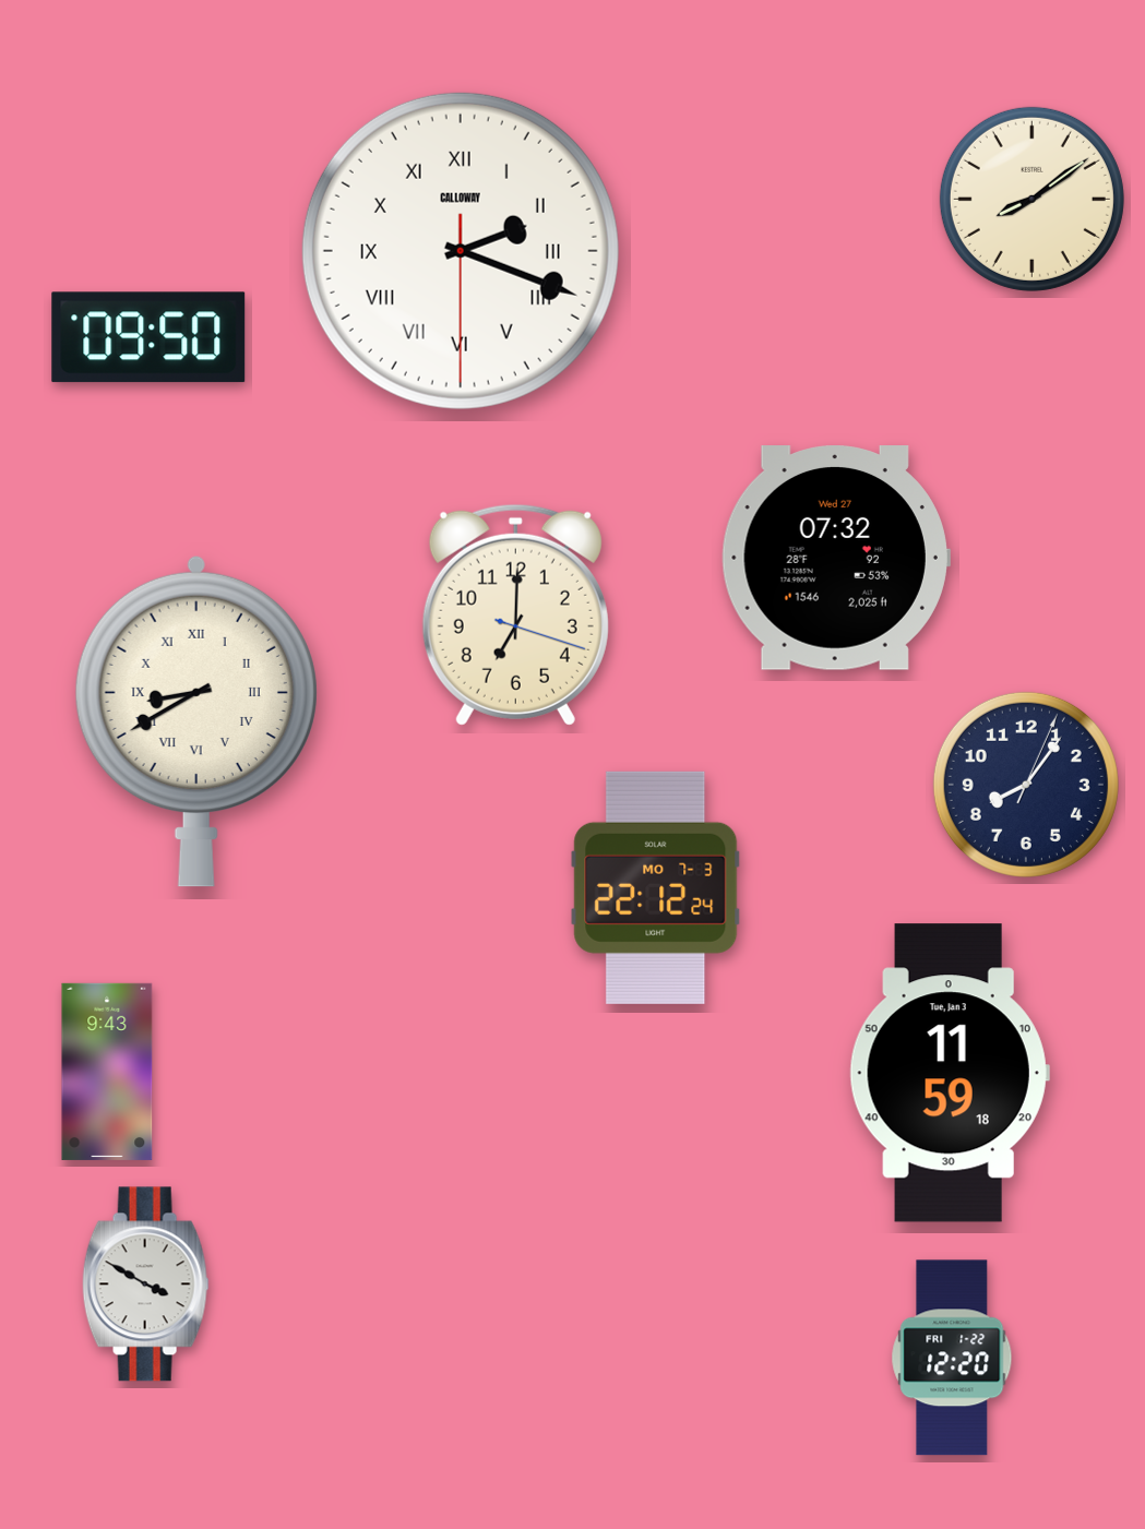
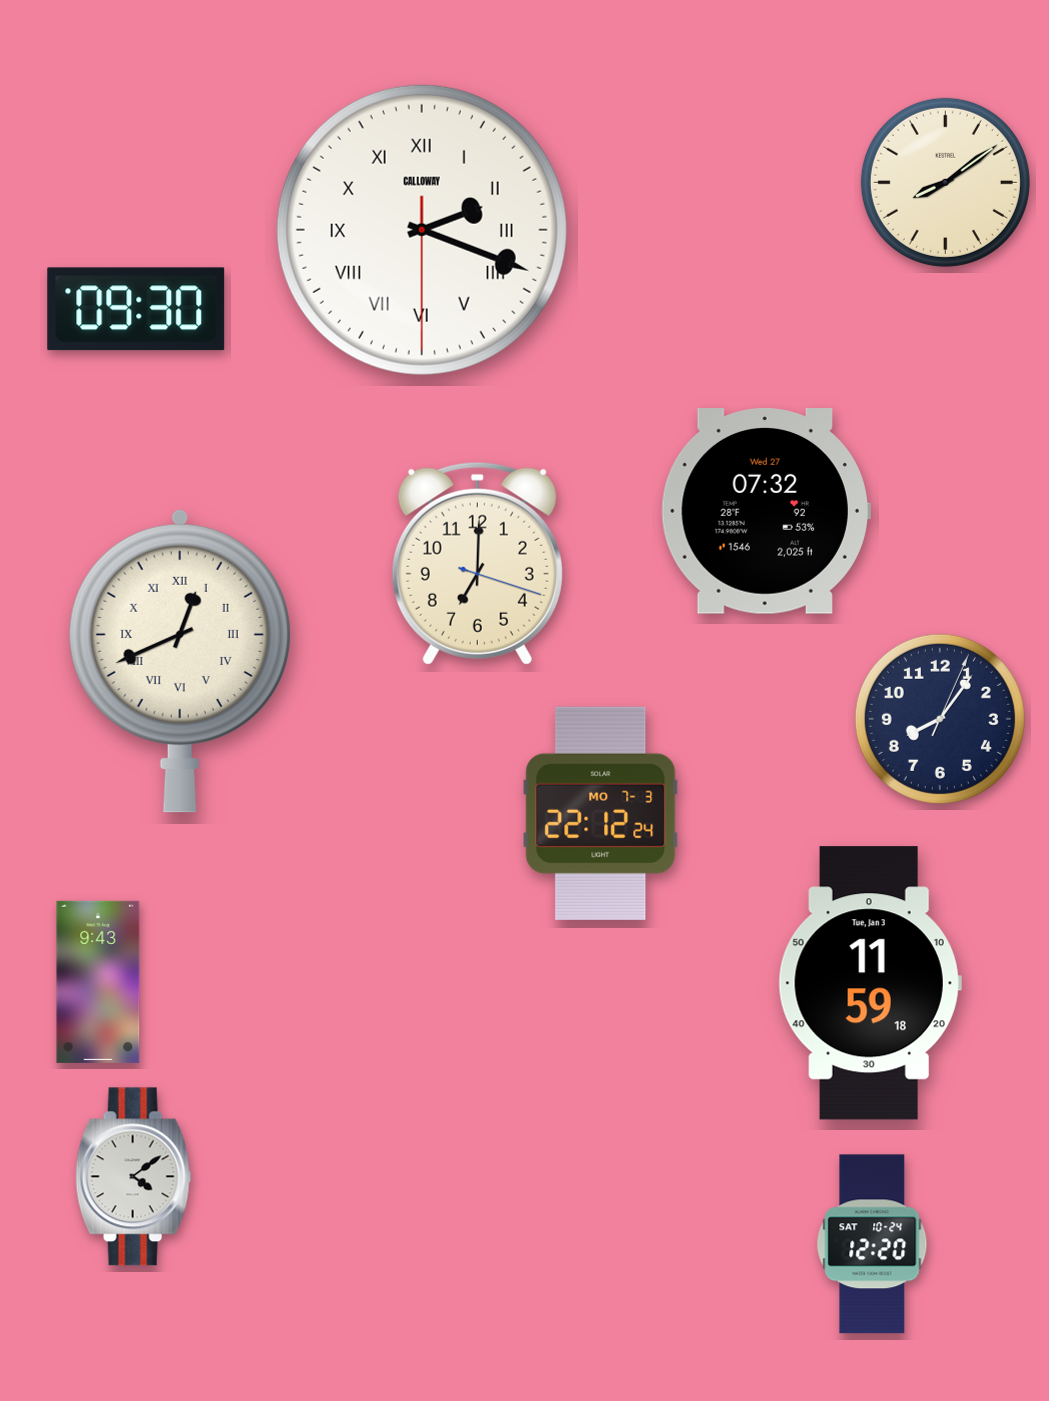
clock at (148, 337): 09:50 -> 09:30
clock at (515, 614) position: (515, 614) -> (477, 563)
clock at (196, 721): 8:40 -> 12:41
clock at (145, 1285): 3:50 -> 4:09
clock at (952, 1358) date: FRI 1-22 -> SAT 10-24
